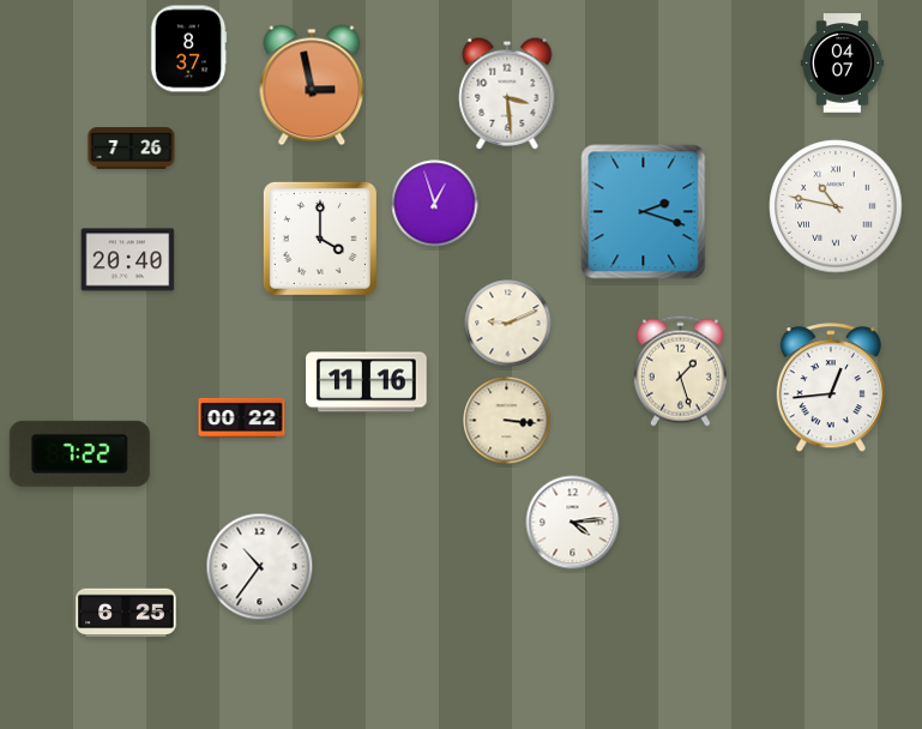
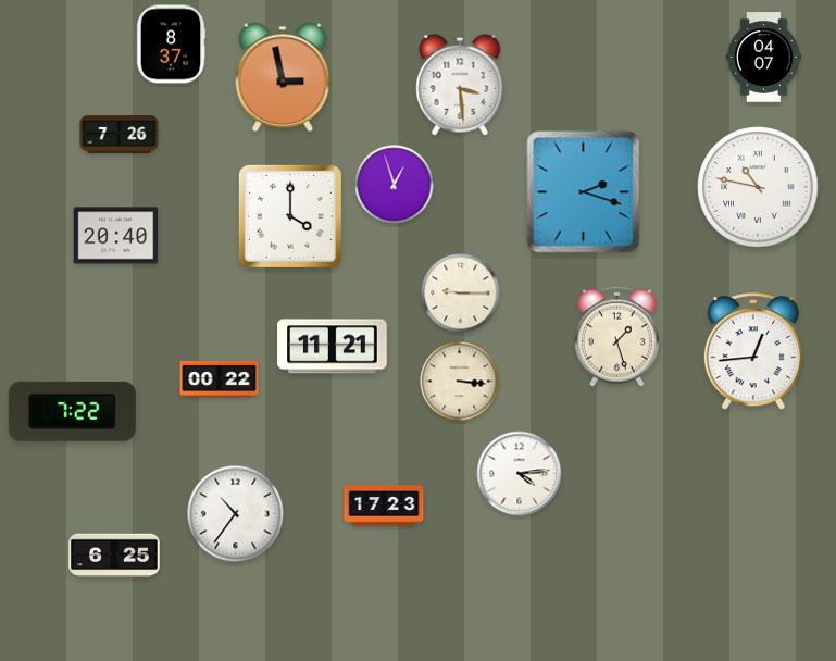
clock at (508, 324): 9:11 -> 9:15
clock at (367, 382): 11:16 -> 11:21
clock at (384, 506): none -> 17:23
